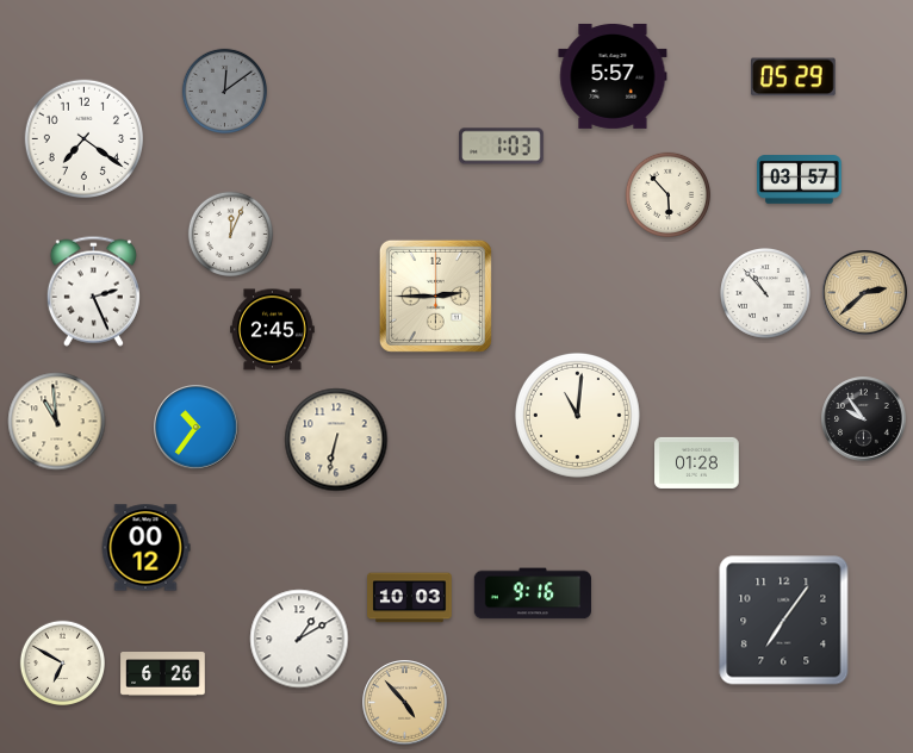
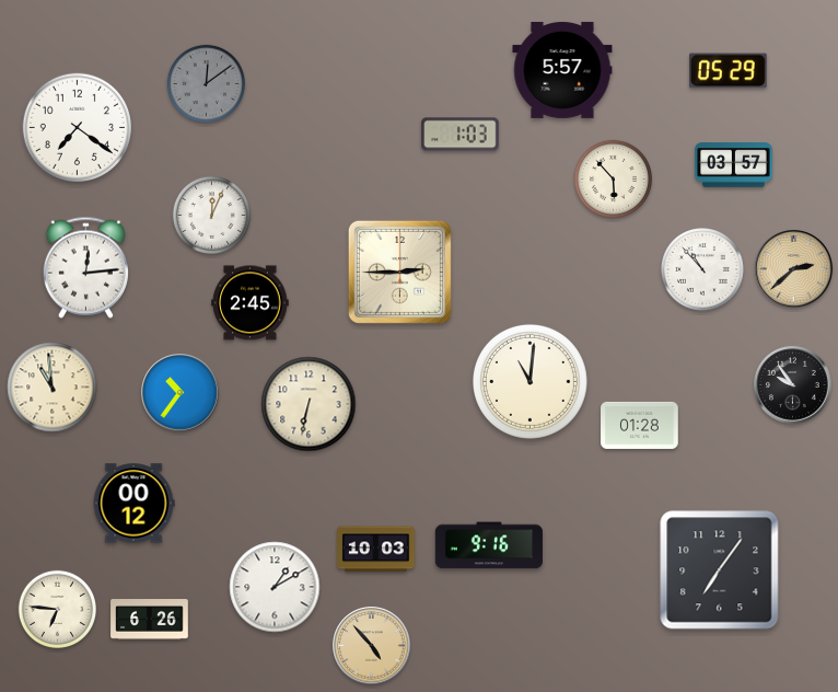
clock at (93, 291): 2:26 -> 12:14
clock at (62, 662): 6:50 -> 6:46
